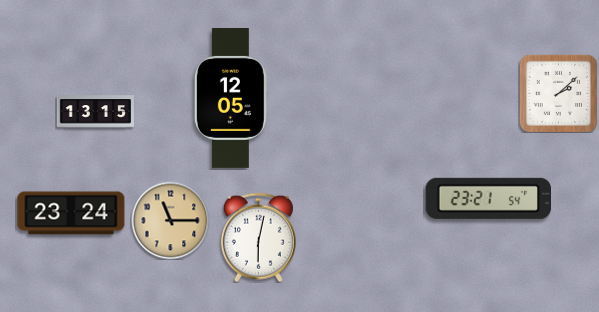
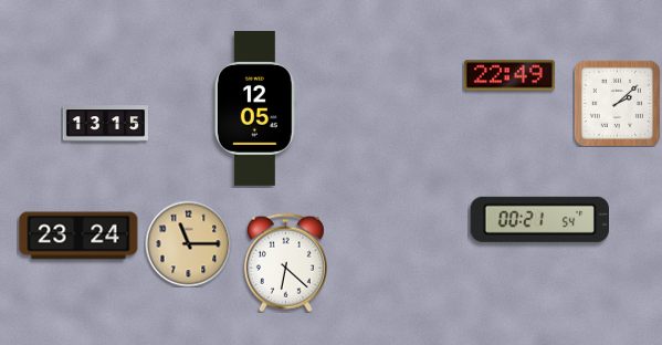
clock at (509, 75): none -> 22:49
clock at (489, 198): 23:21 -> 00:21
clock at (258, 237): 6:02 -> 6:22
